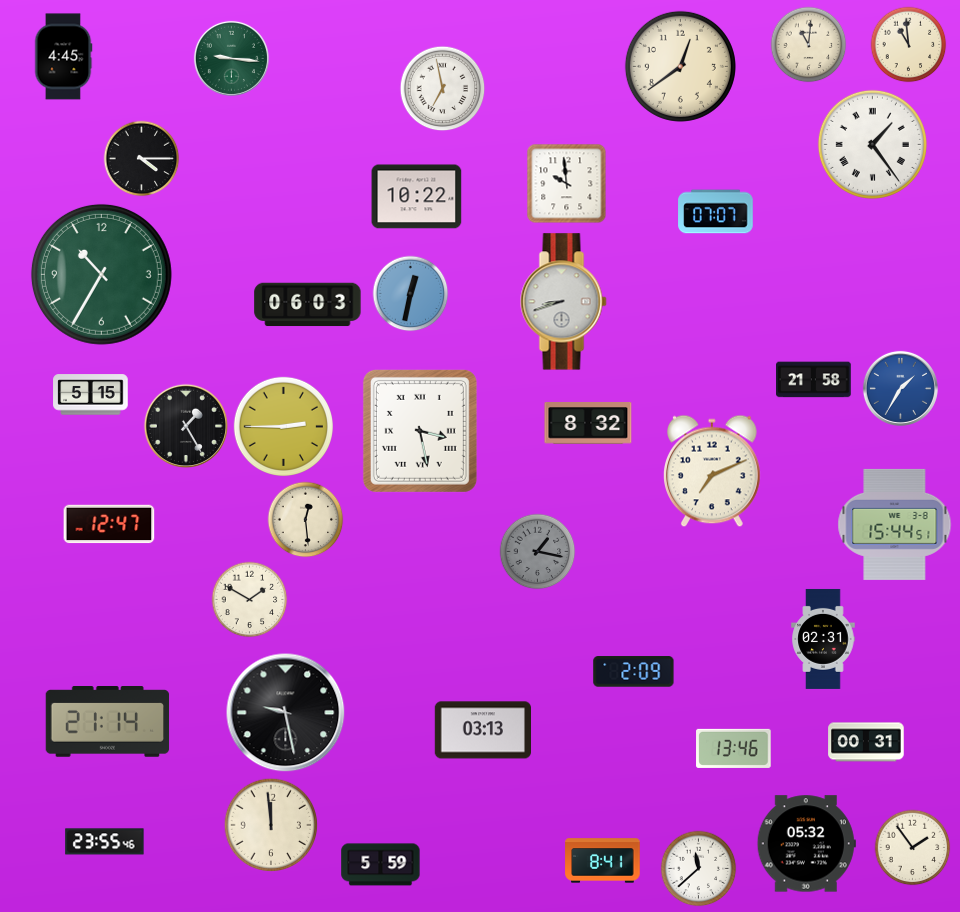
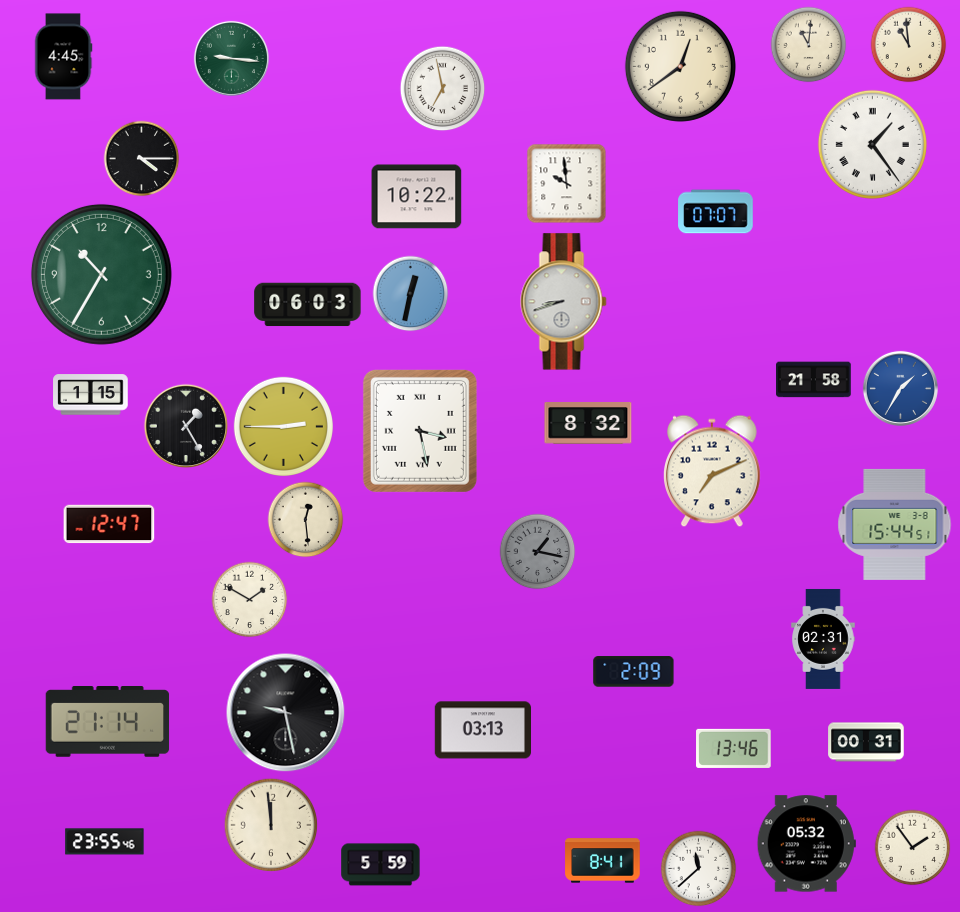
clock at (91, 395): 5:15 -> 1:15
